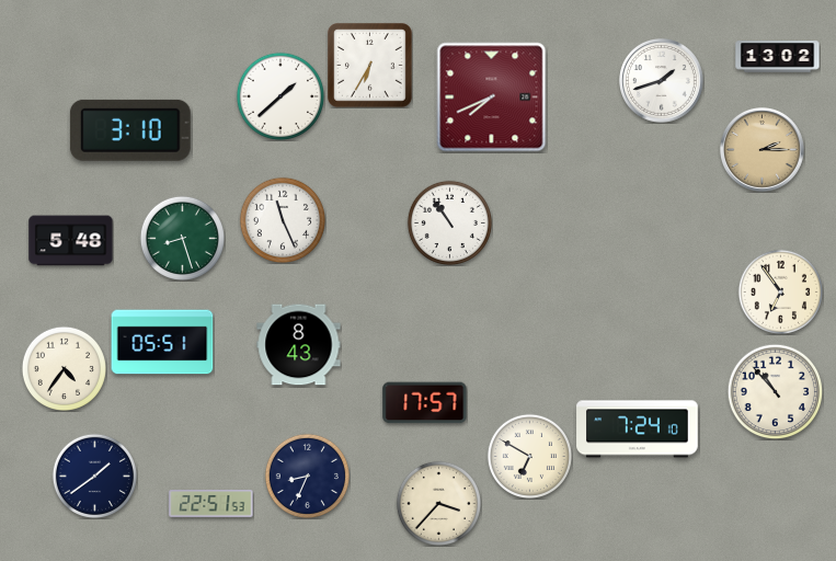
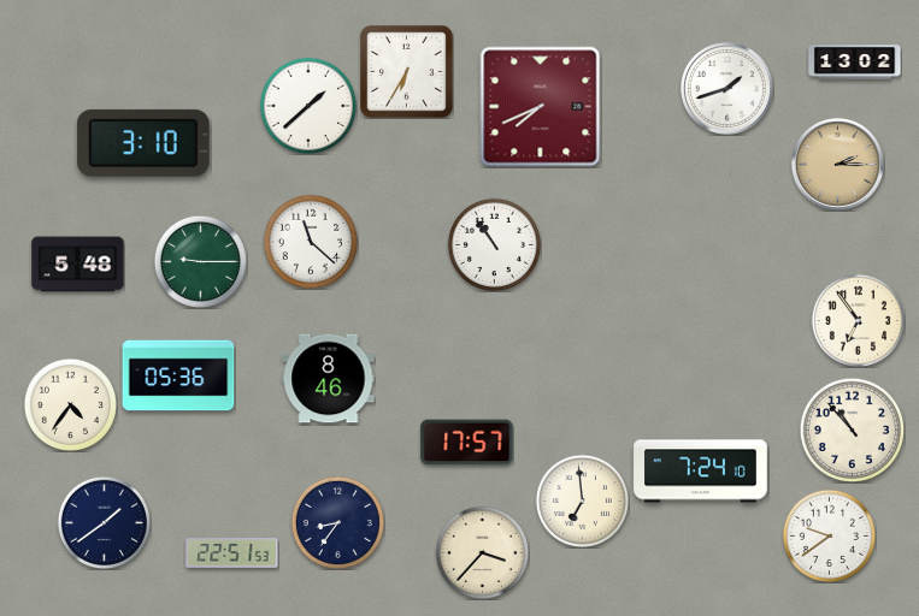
clock at (282, 219): 11:26 -> 11:22
clock at (182, 238): 8:27 -> 9:15
clock at (162, 342): 05:51 -> 05:36
clock at (299, 345): 8:43 -> 8:46
clock at (529, 456): 6:50 -> 6:59
clock at (307, 476): 8:34 -> 8:36
clock at (829, 535): none -> 9:39
